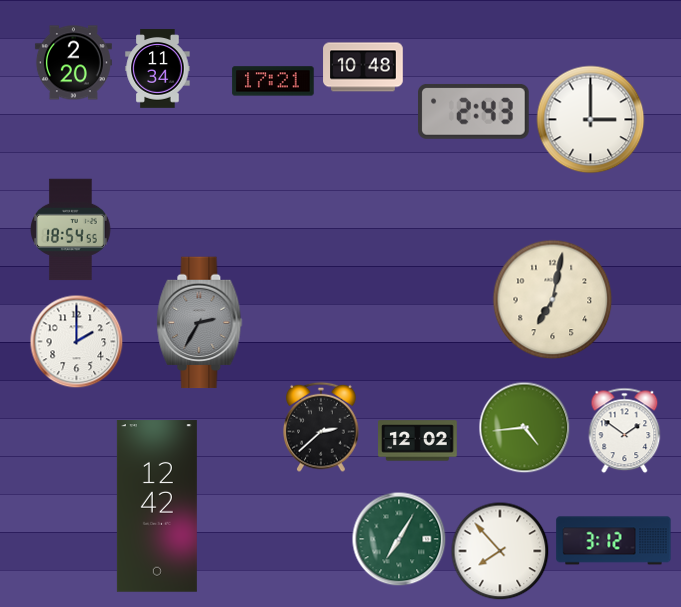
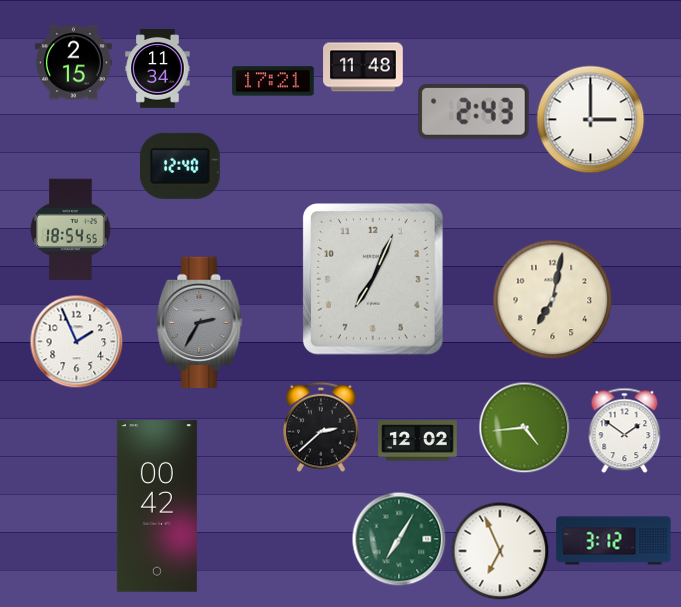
clock at (73, 63): 2:20 -> 2:15
clock at (363, 67): 10:48 -> 11:48
clock at (180, 166): none -> 12:40
clock at (373, 280): none -> 7:04
clock at (77, 342): 2:00 -> 1:56
clock at (157, 506): 12:42 -> 00:42
clock at (500, 551): 7:53 -> 6:56
